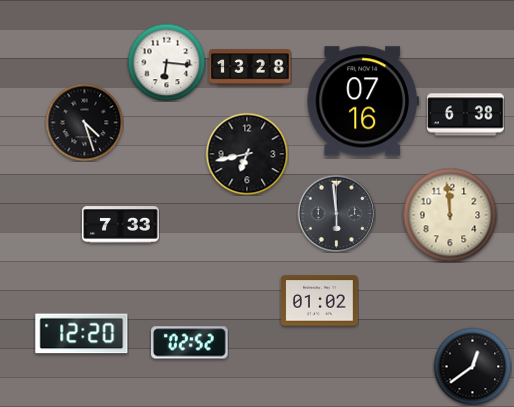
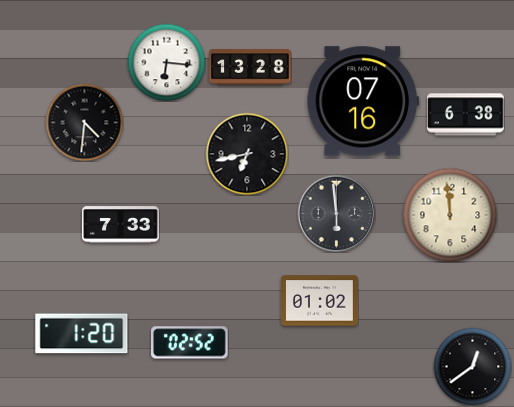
clock at (84, 122): 4:27 -> 4:31
clock at (82, 334): 12:20 -> 1:20
